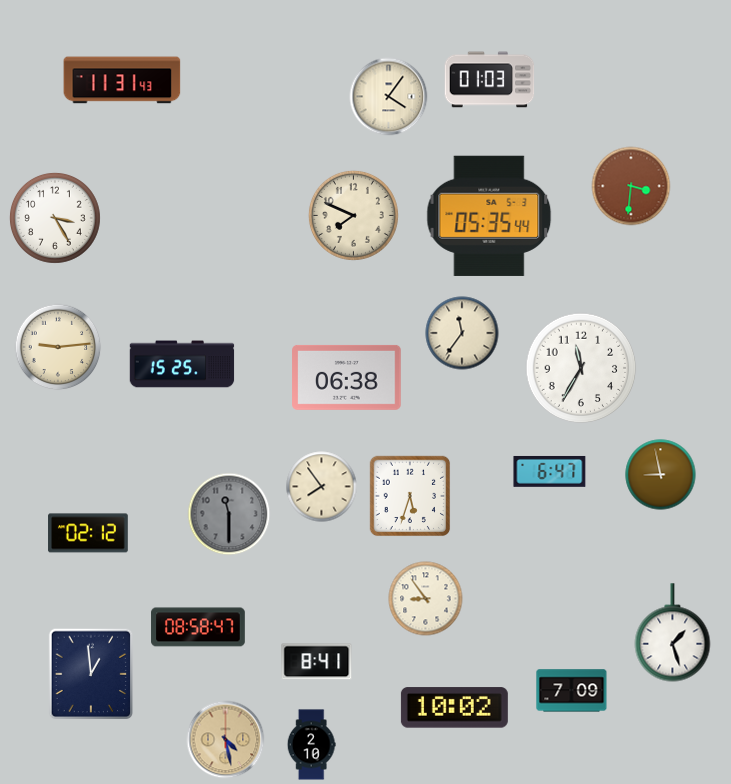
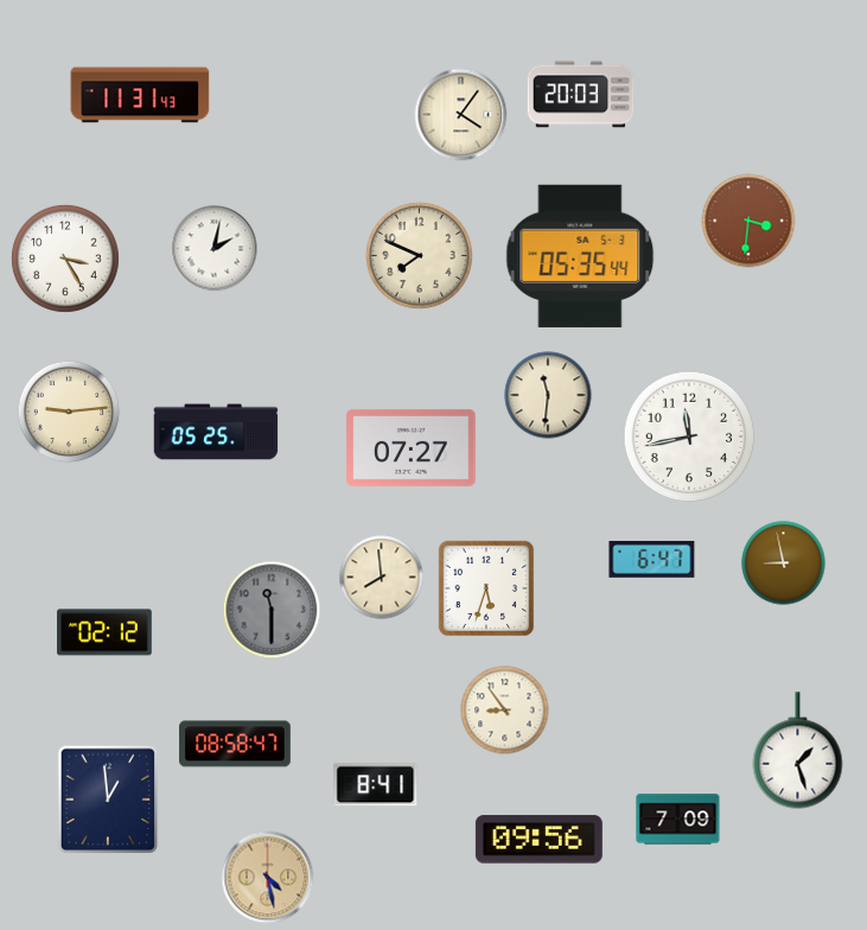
clock at (122, 80) position: (122, 80) -> (140, 95)
clock at (490, 80): 01:03 -> 20:03
clock at (215, 249): none -> 2:02
clock at (462, 333): 11:36 -> 11:31
clock at (182, 364): 15:25 -> 05:25
clock at (581, 368): 11:35 -> 11:43
clock at (347, 377): 06:38 -> 07:27
clock at (322, 487): 7:54 -> 7:59
clock at (454, 708): 10:02 -> 09:56
clock at (311, 745): 2:10 -> none
